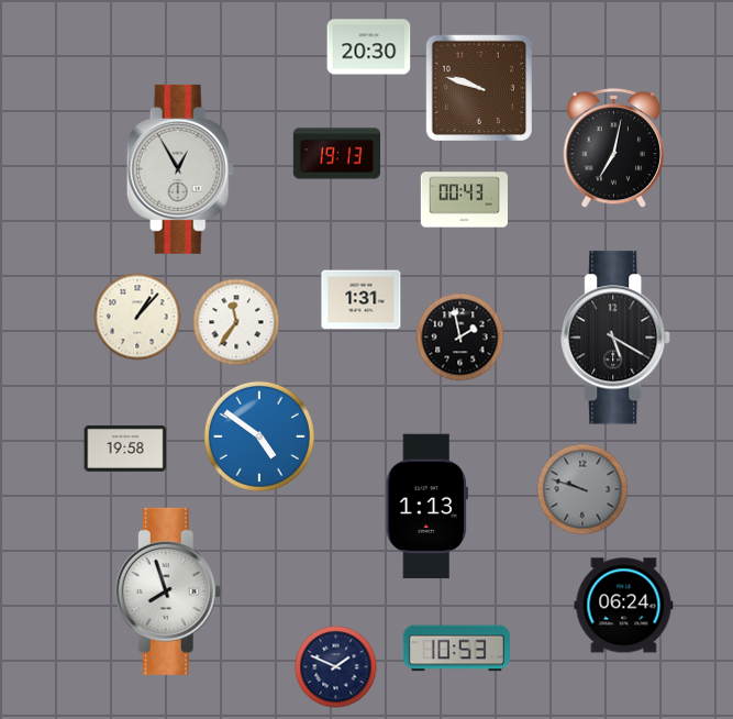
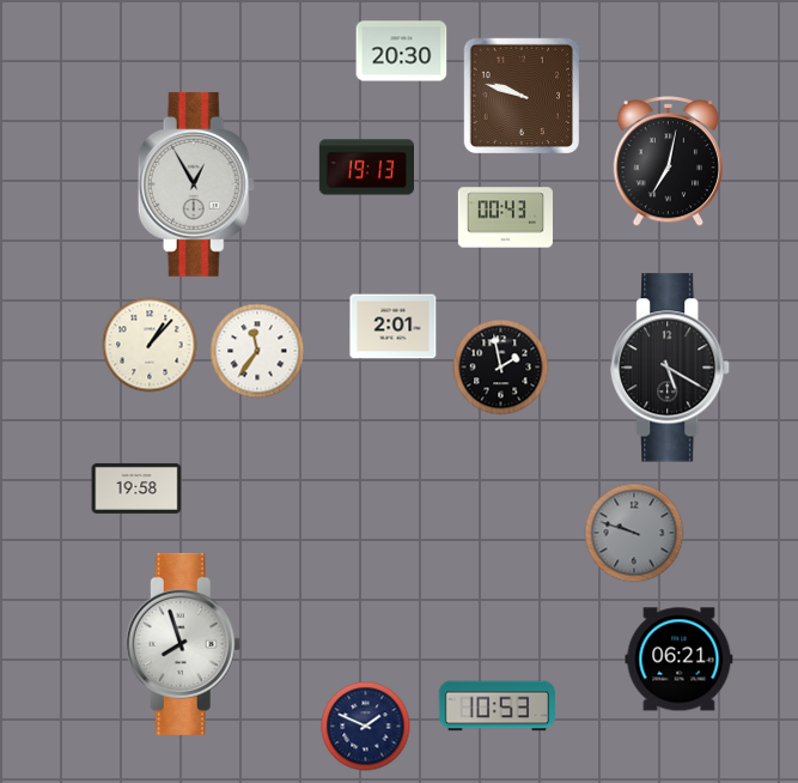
clock at (362, 300): 1:31 -> 2:01
clock at (259, 436): 4:51 -> none
clock at (426, 507): 1:13 -> none
clock at (624, 606): 06:24 -> 06:21
